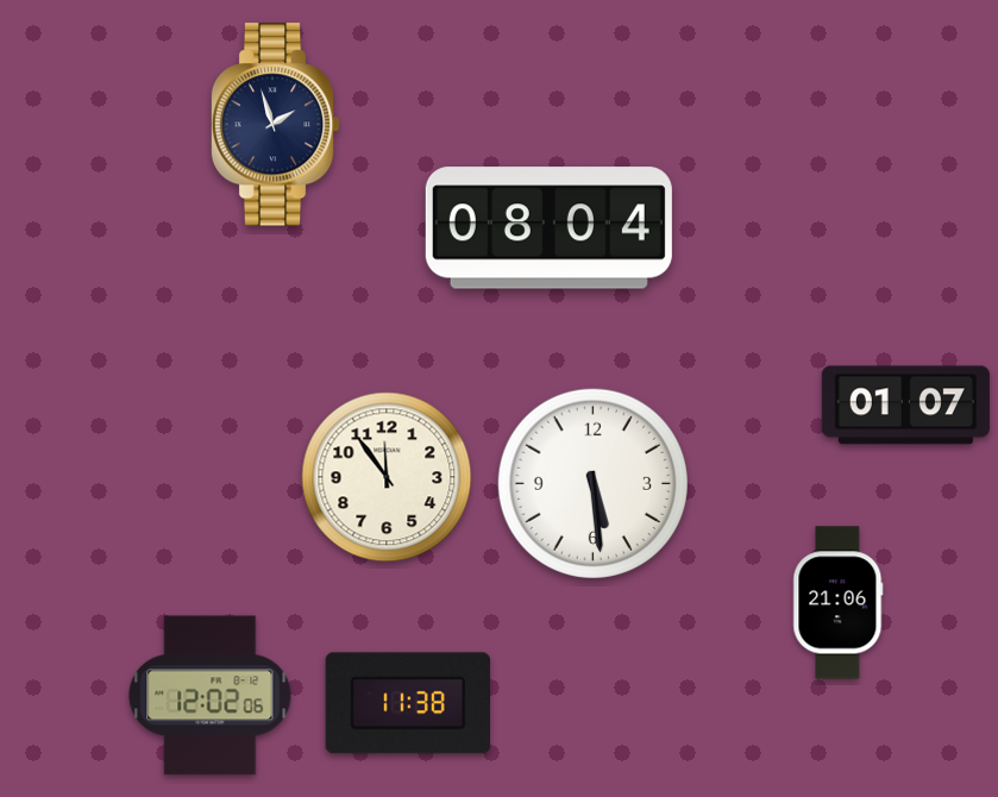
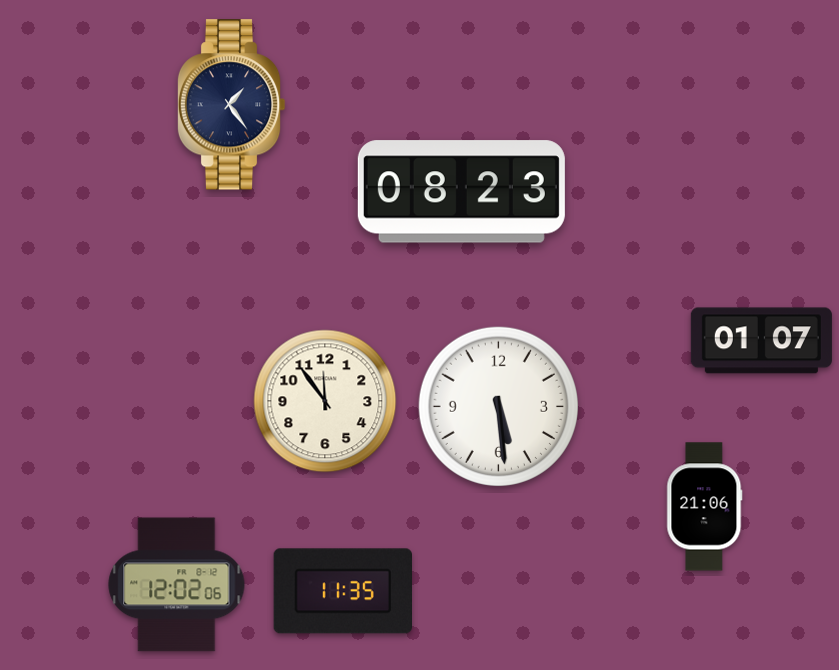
clock at (275, 125): 1:57 -> 1:24
clock at (548, 228): 08:04 -> 08:23
clock at (407, 703): 11:38 -> 11:35
